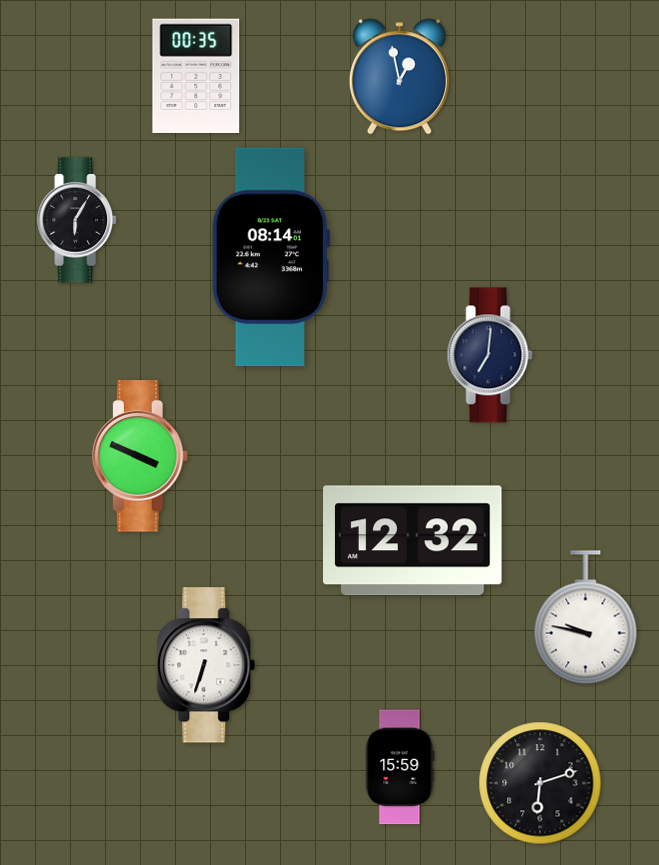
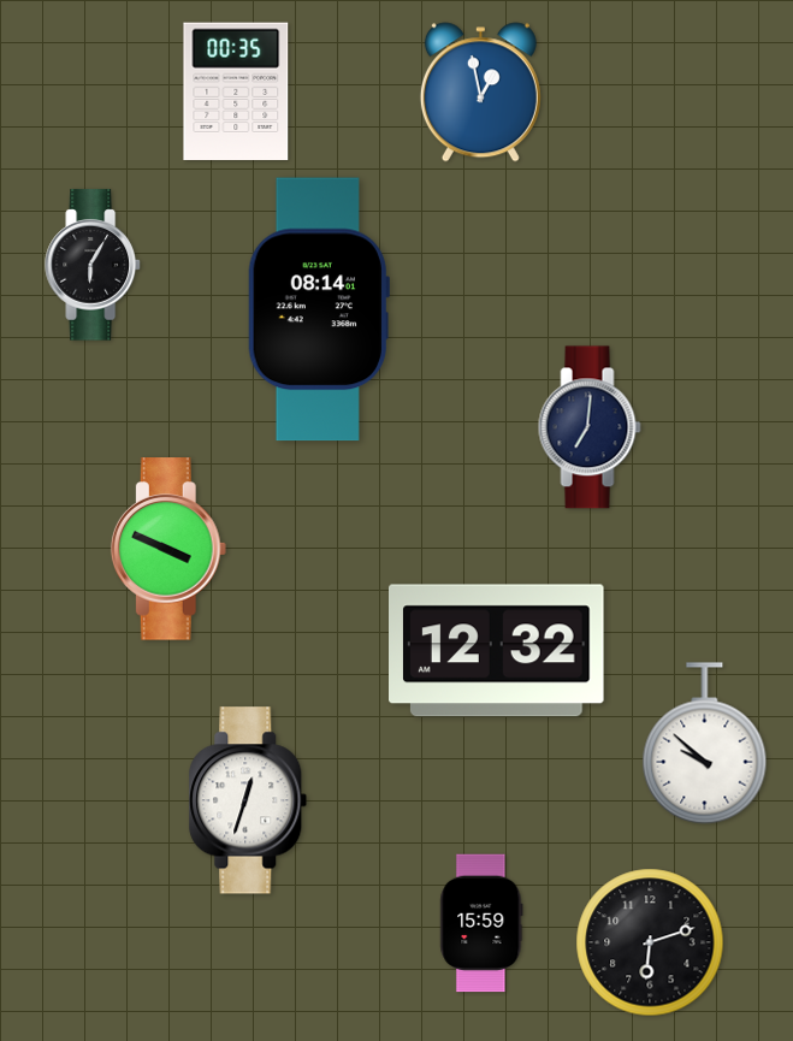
clock at (271, 257) position: (271, 257) -> (319, 309)
clock at (586, 618): 9:47 -> 9:52
clock at (206, 665): 6:33 -> 12:33
